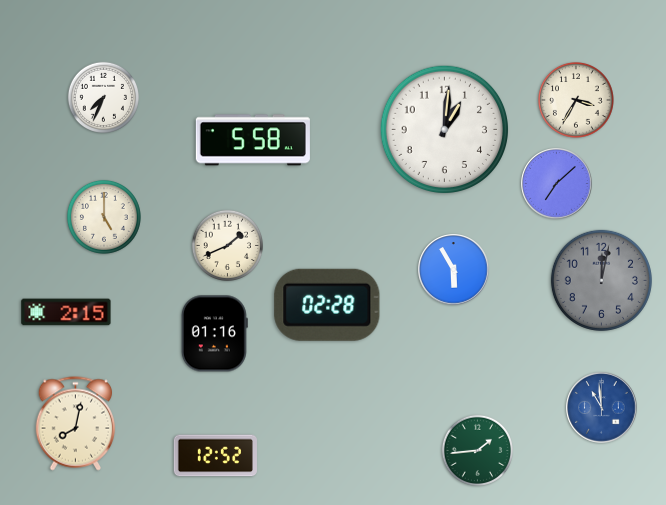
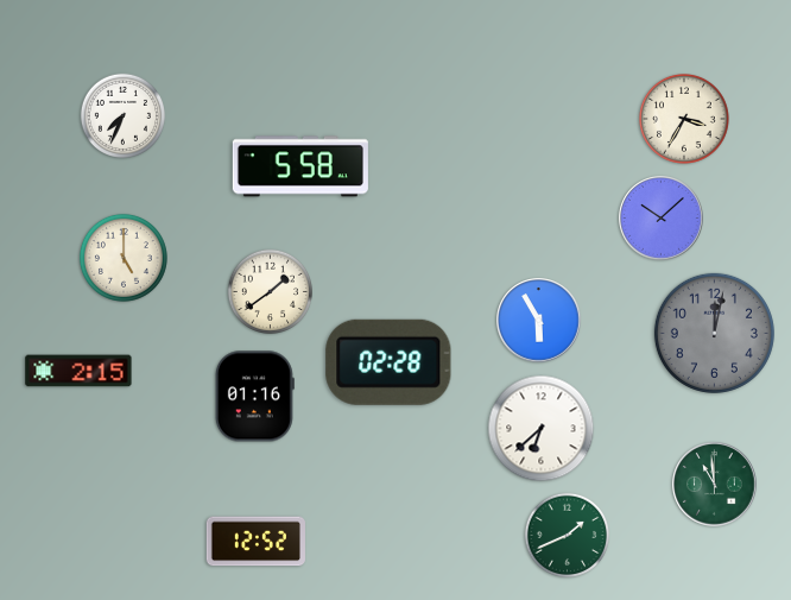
clock at (445, 130): 1:01 -> none
clock at (557, 184): 7:08 -> 10:08
clock at (227, 245): 1:41 -> 1:39
clock at (542, 429): none -> 6:38
clock at (602, 408) dial: blue -> green
clock at (76, 424): 8:02 -> none
clock at (477, 450): 1:44 -> 1:41
